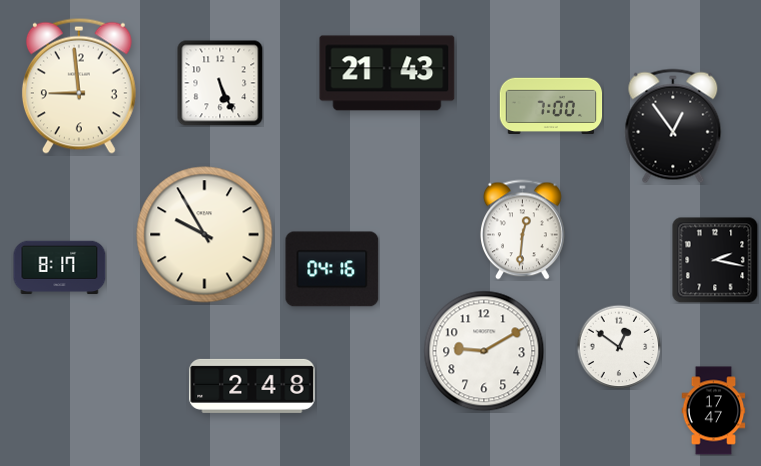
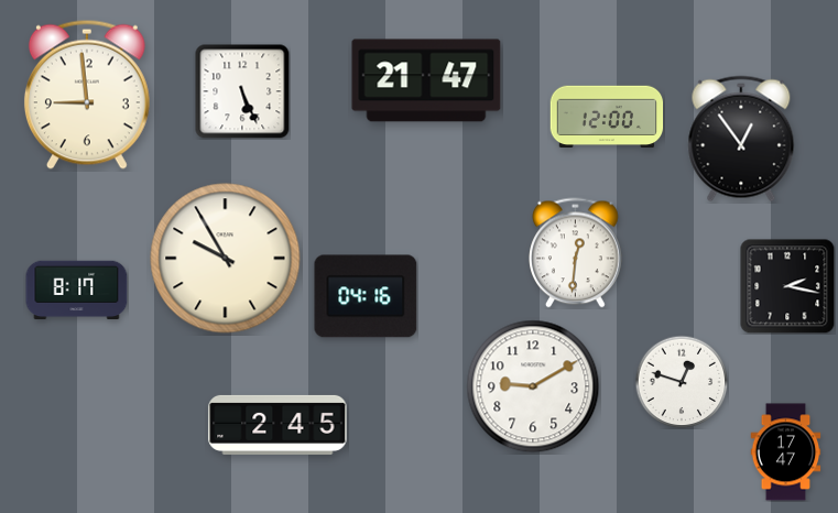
clock at (387, 73): 21:43 -> 21:47
clock at (551, 106): 7:00 -> 12:00
clock at (60, 268) position: (60, 268) -> (77, 291)
clock at (619, 347): 12:51 -> 12:48
clock at (252, 386): 2:48 -> 2:45
